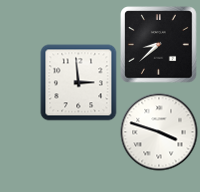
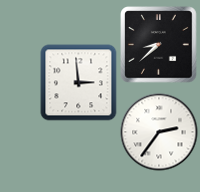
clock at (159, 132): 3:48 -> 2:36
